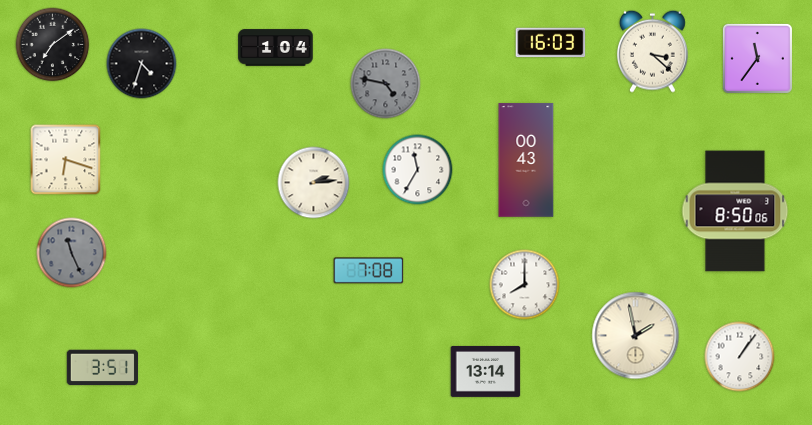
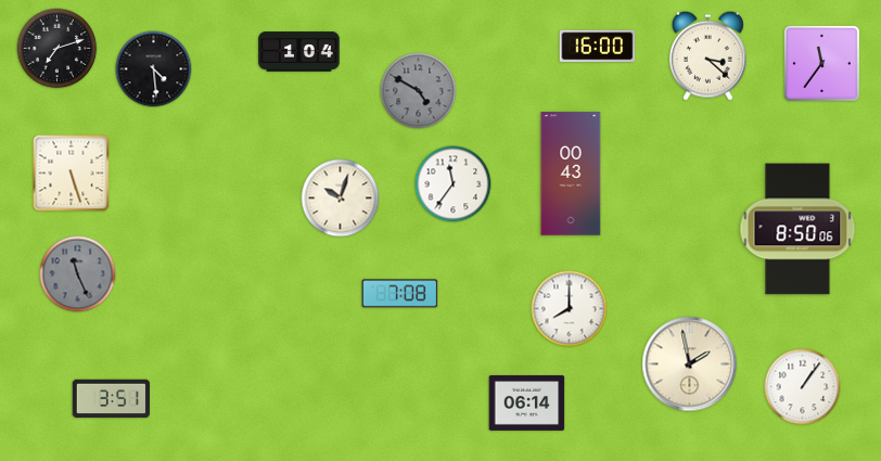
clock at (551, 43): 16:03 -> 16:00
clock at (53, 45): 7:09 -> 7:12
clock at (142, 64): 4:33 -> 4:29
clock at (386, 84): 4:47 -> 4:50
clock at (66, 160): 6:18 -> 5:27
clock at (418, 170): 11:35 -> 11:36
clock at (314, 183): 2:14 -> 10:03
clock at (486, 371): 13:14 -> 06:14
